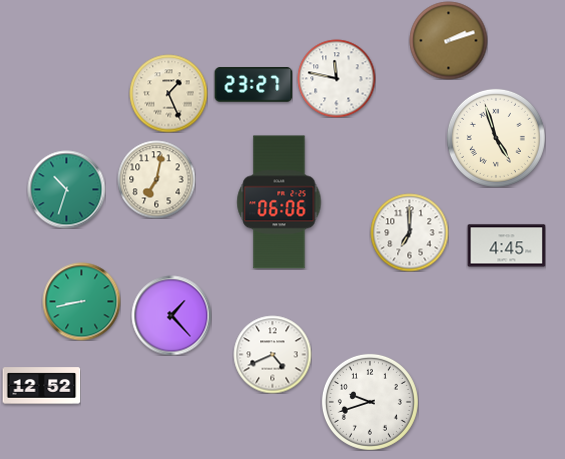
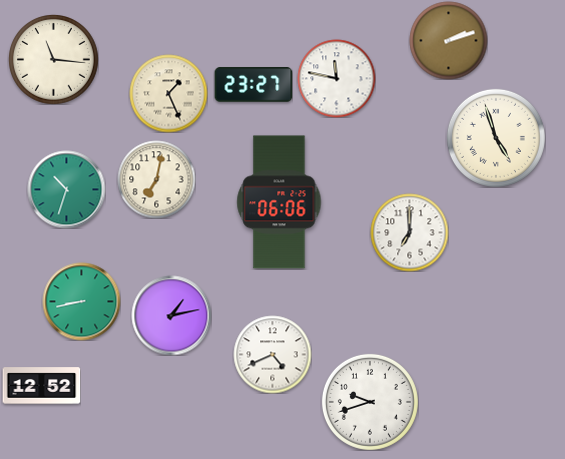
clock at (54, 60): none -> 11:16
clock at (506, 246): 4:45 -> none
clock at (171, 315): 1:23 -> 1:13
